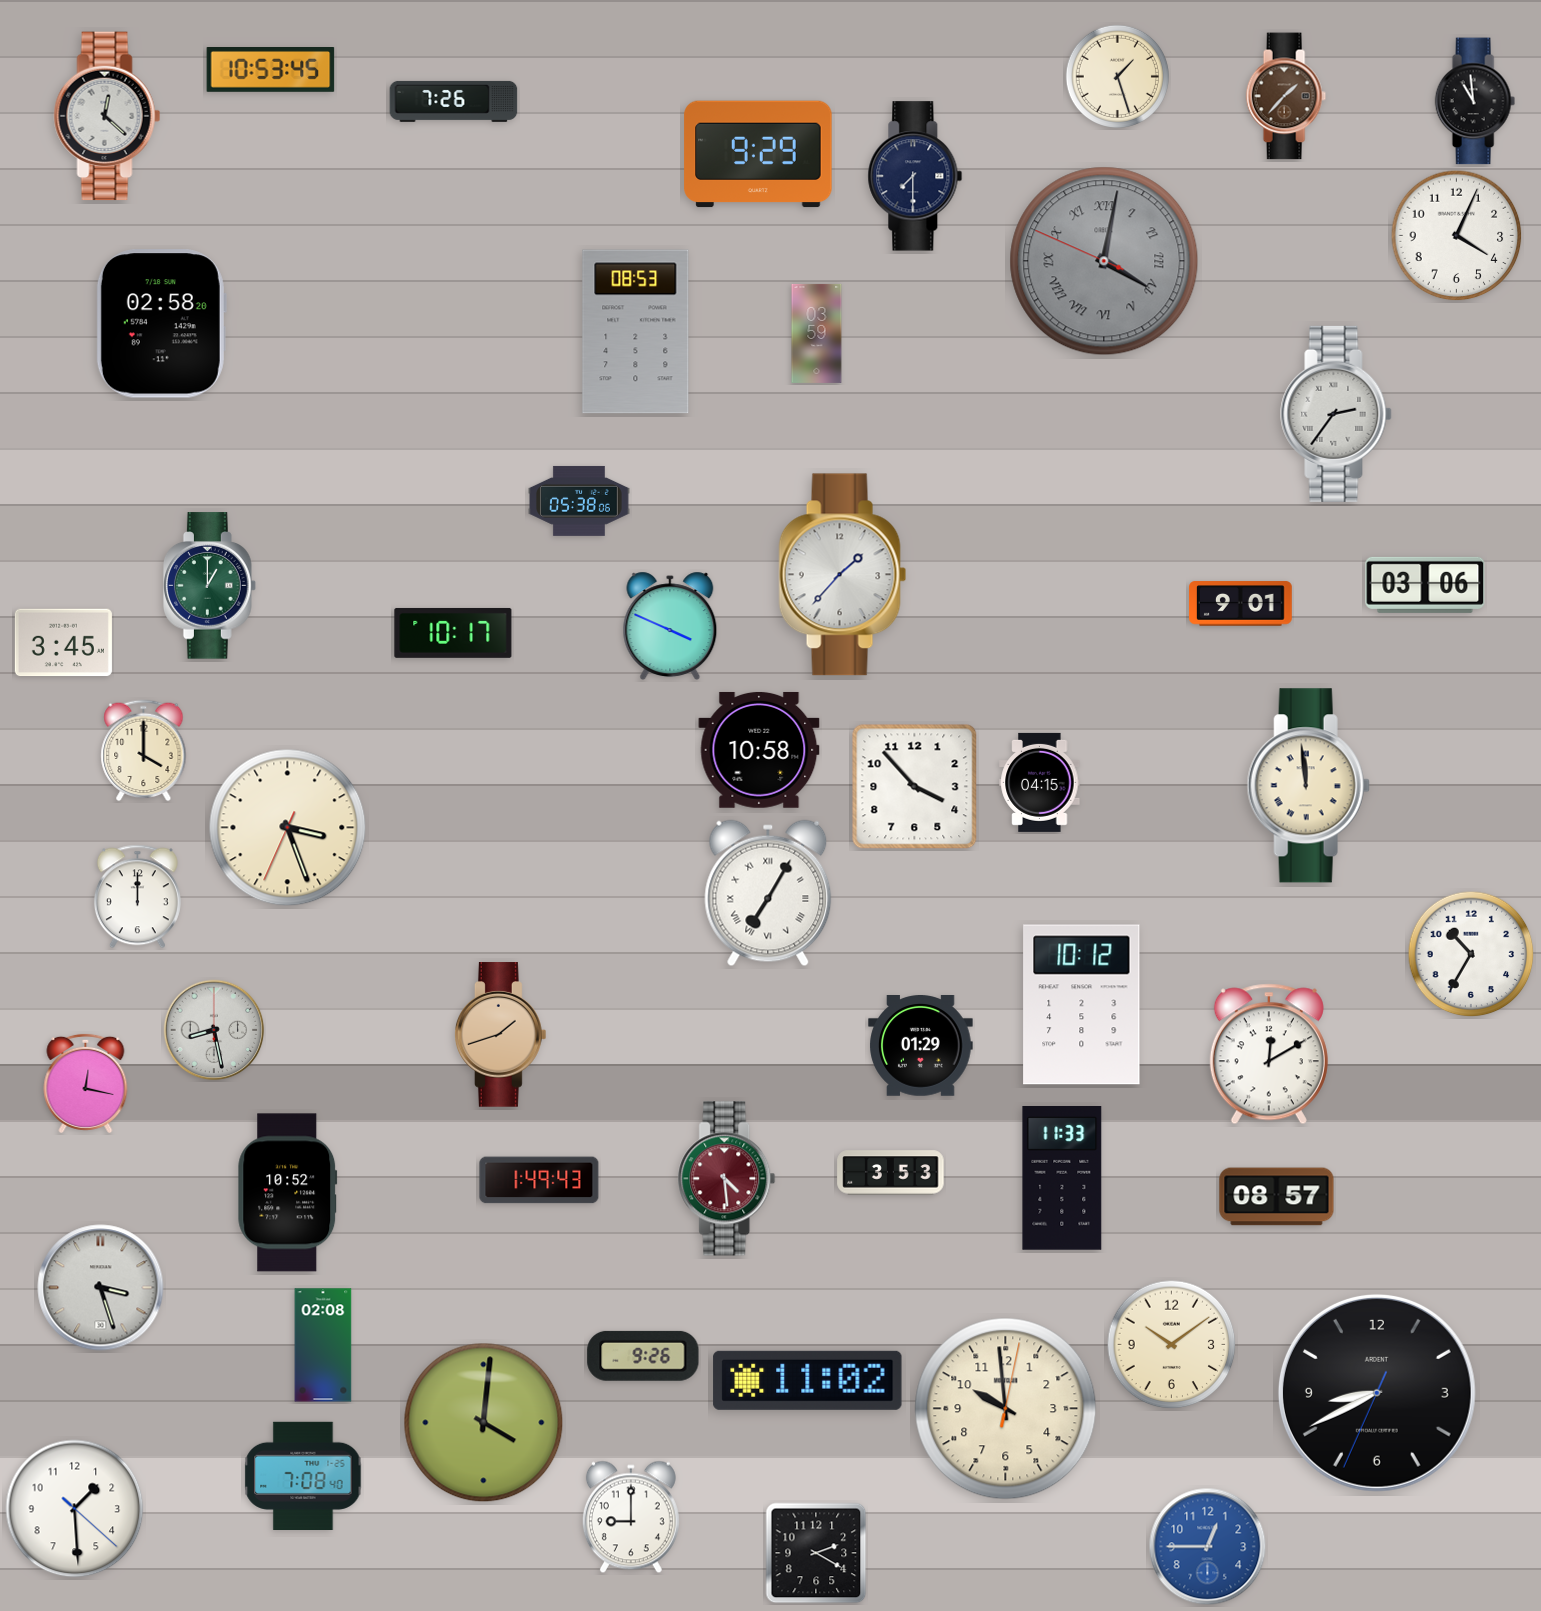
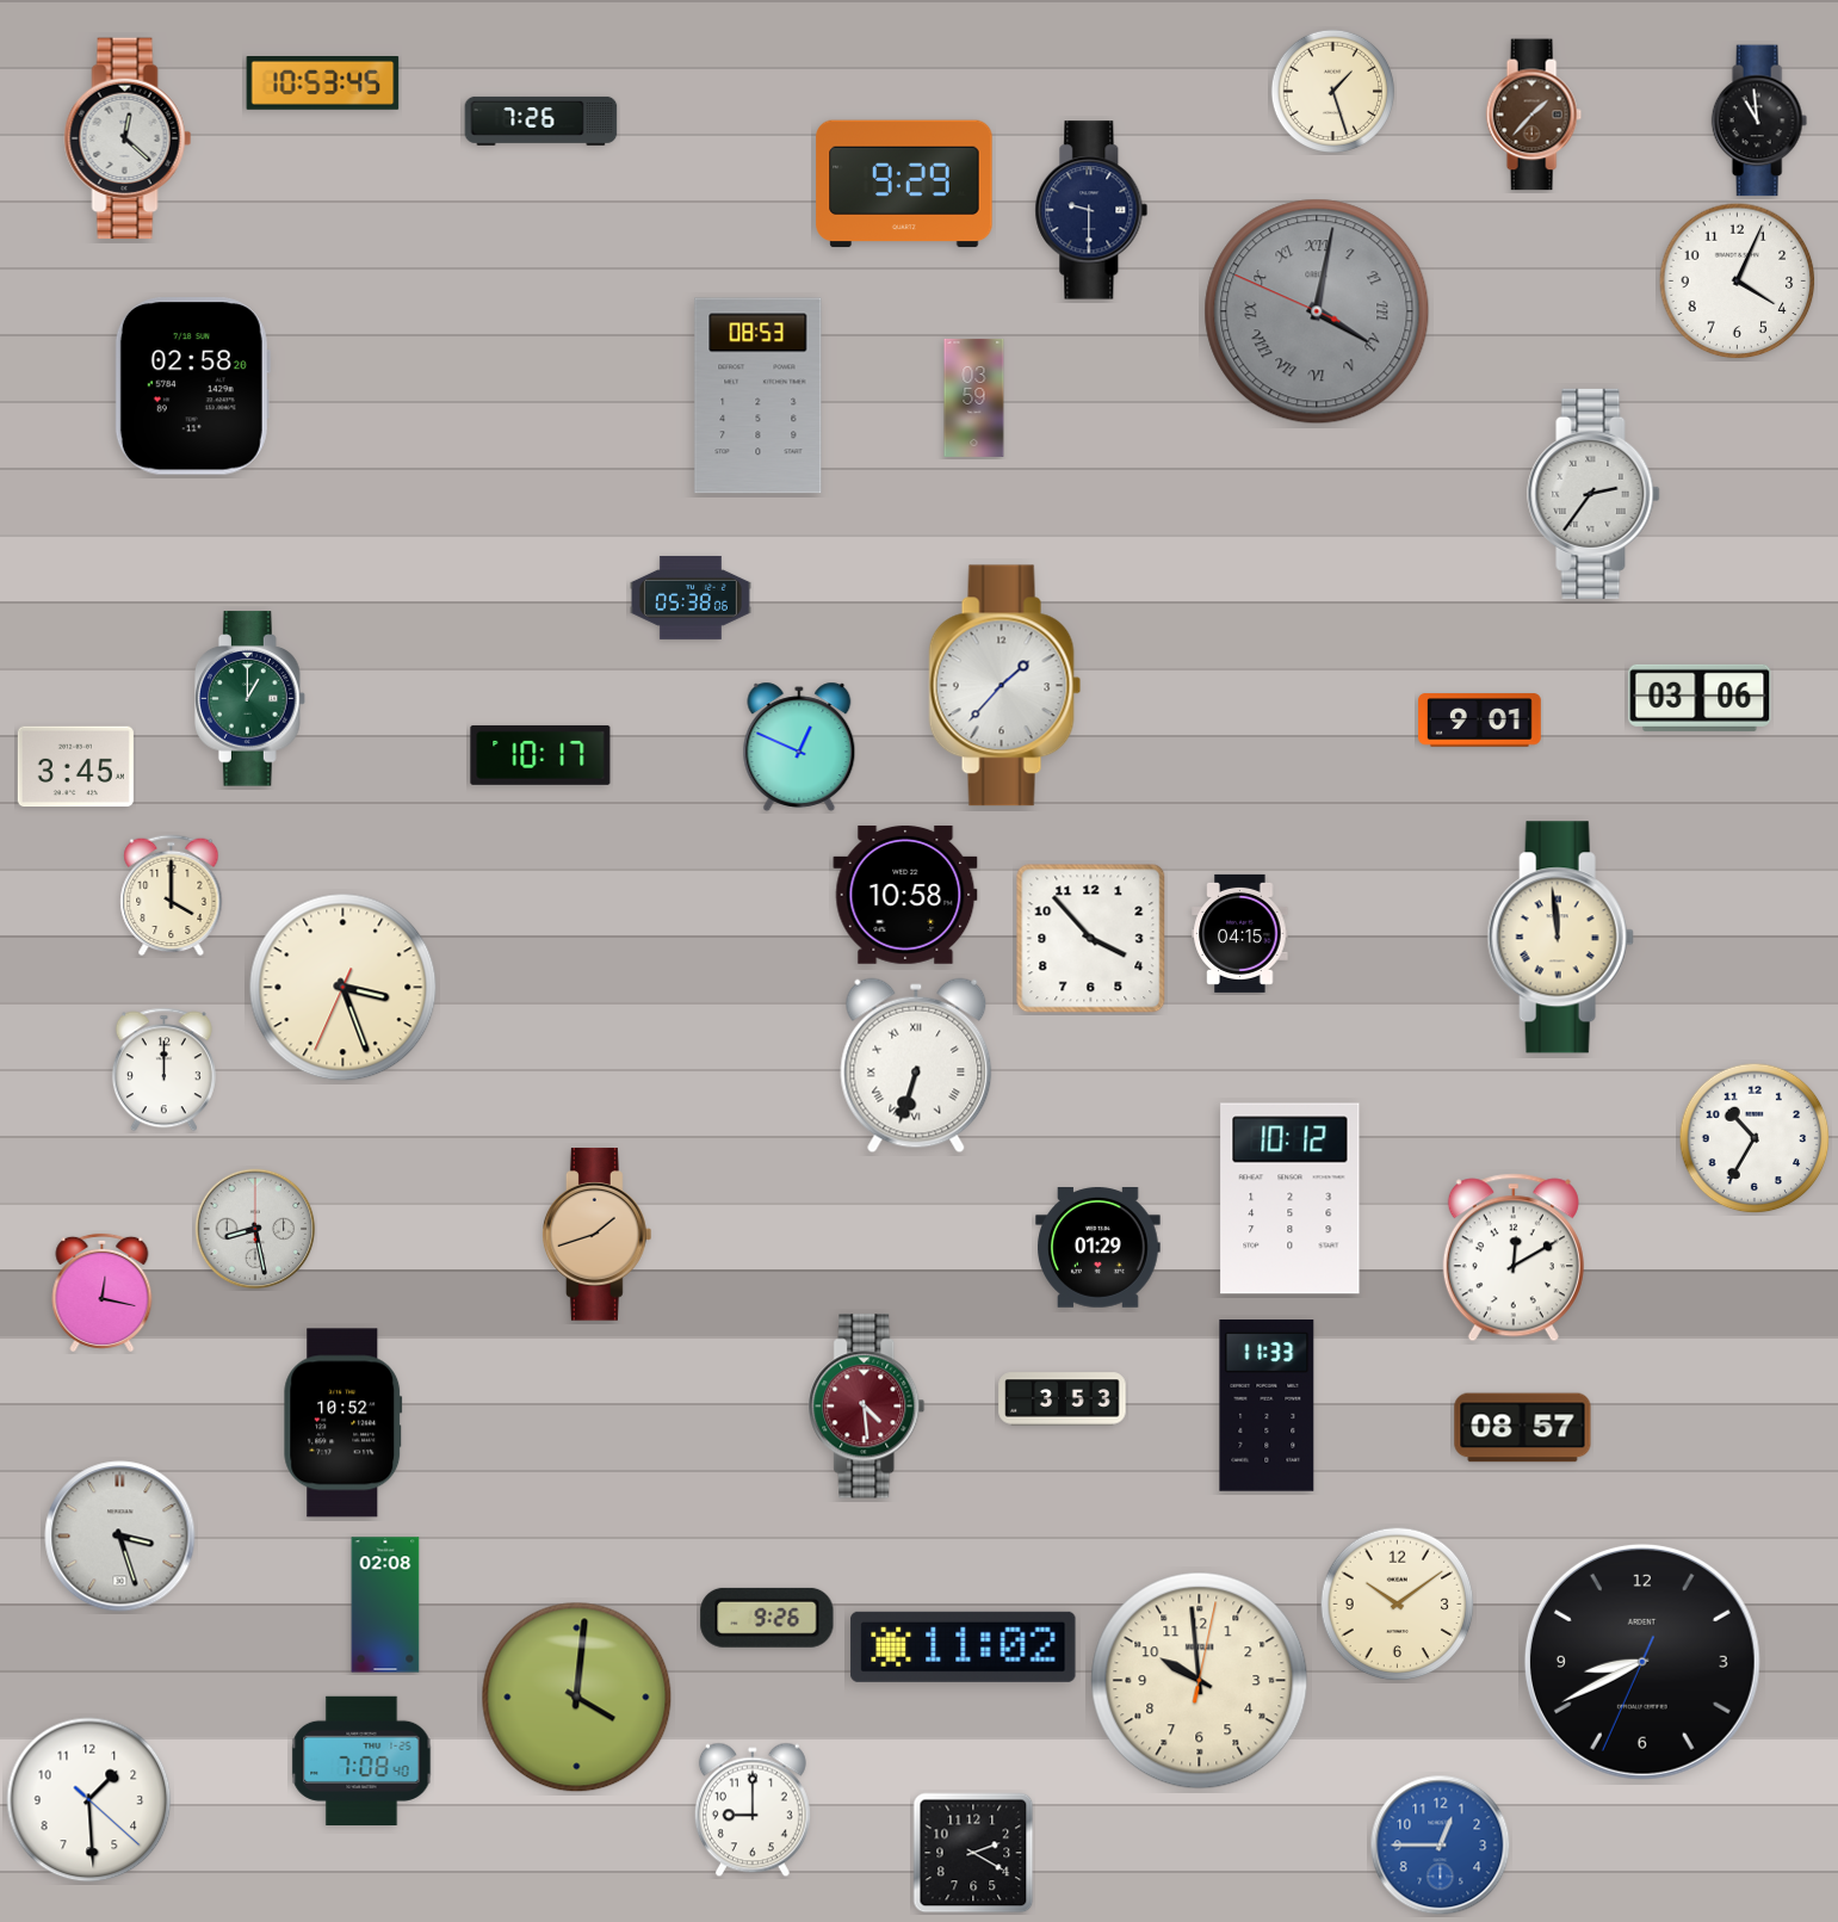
clock at (915, 176): 7:30 -> 9:30
clock at (670, 626): 3:49 -> 12:49
clock at (768, 893): 7:05 -> 6:33
clock at (539, 1180): 1:49 -> none
